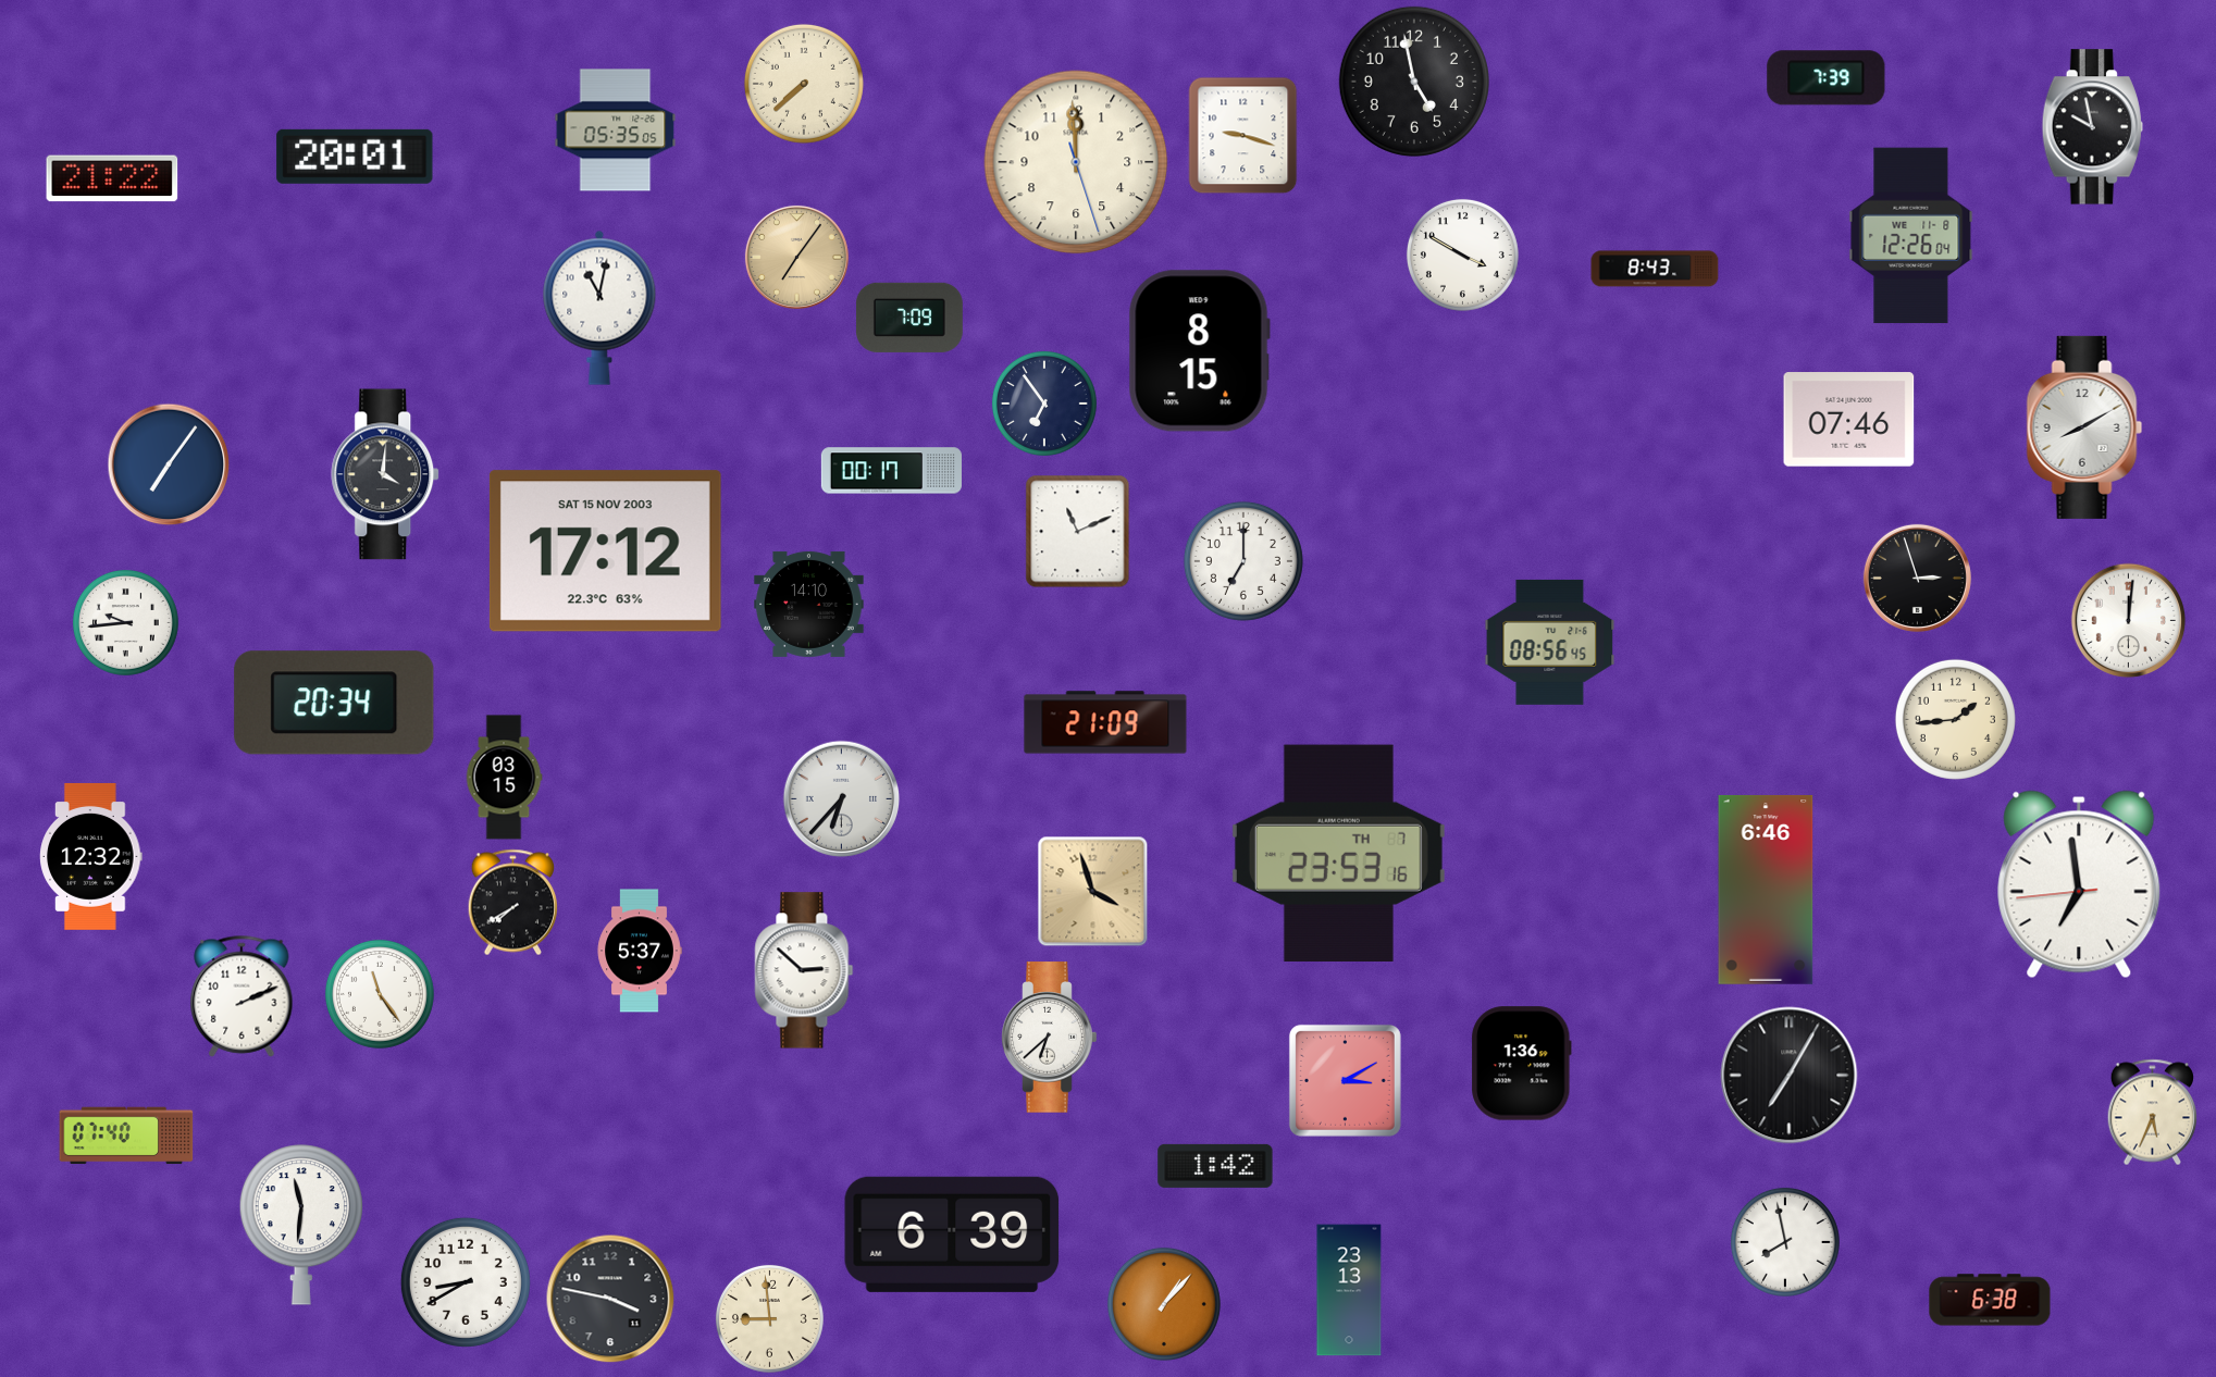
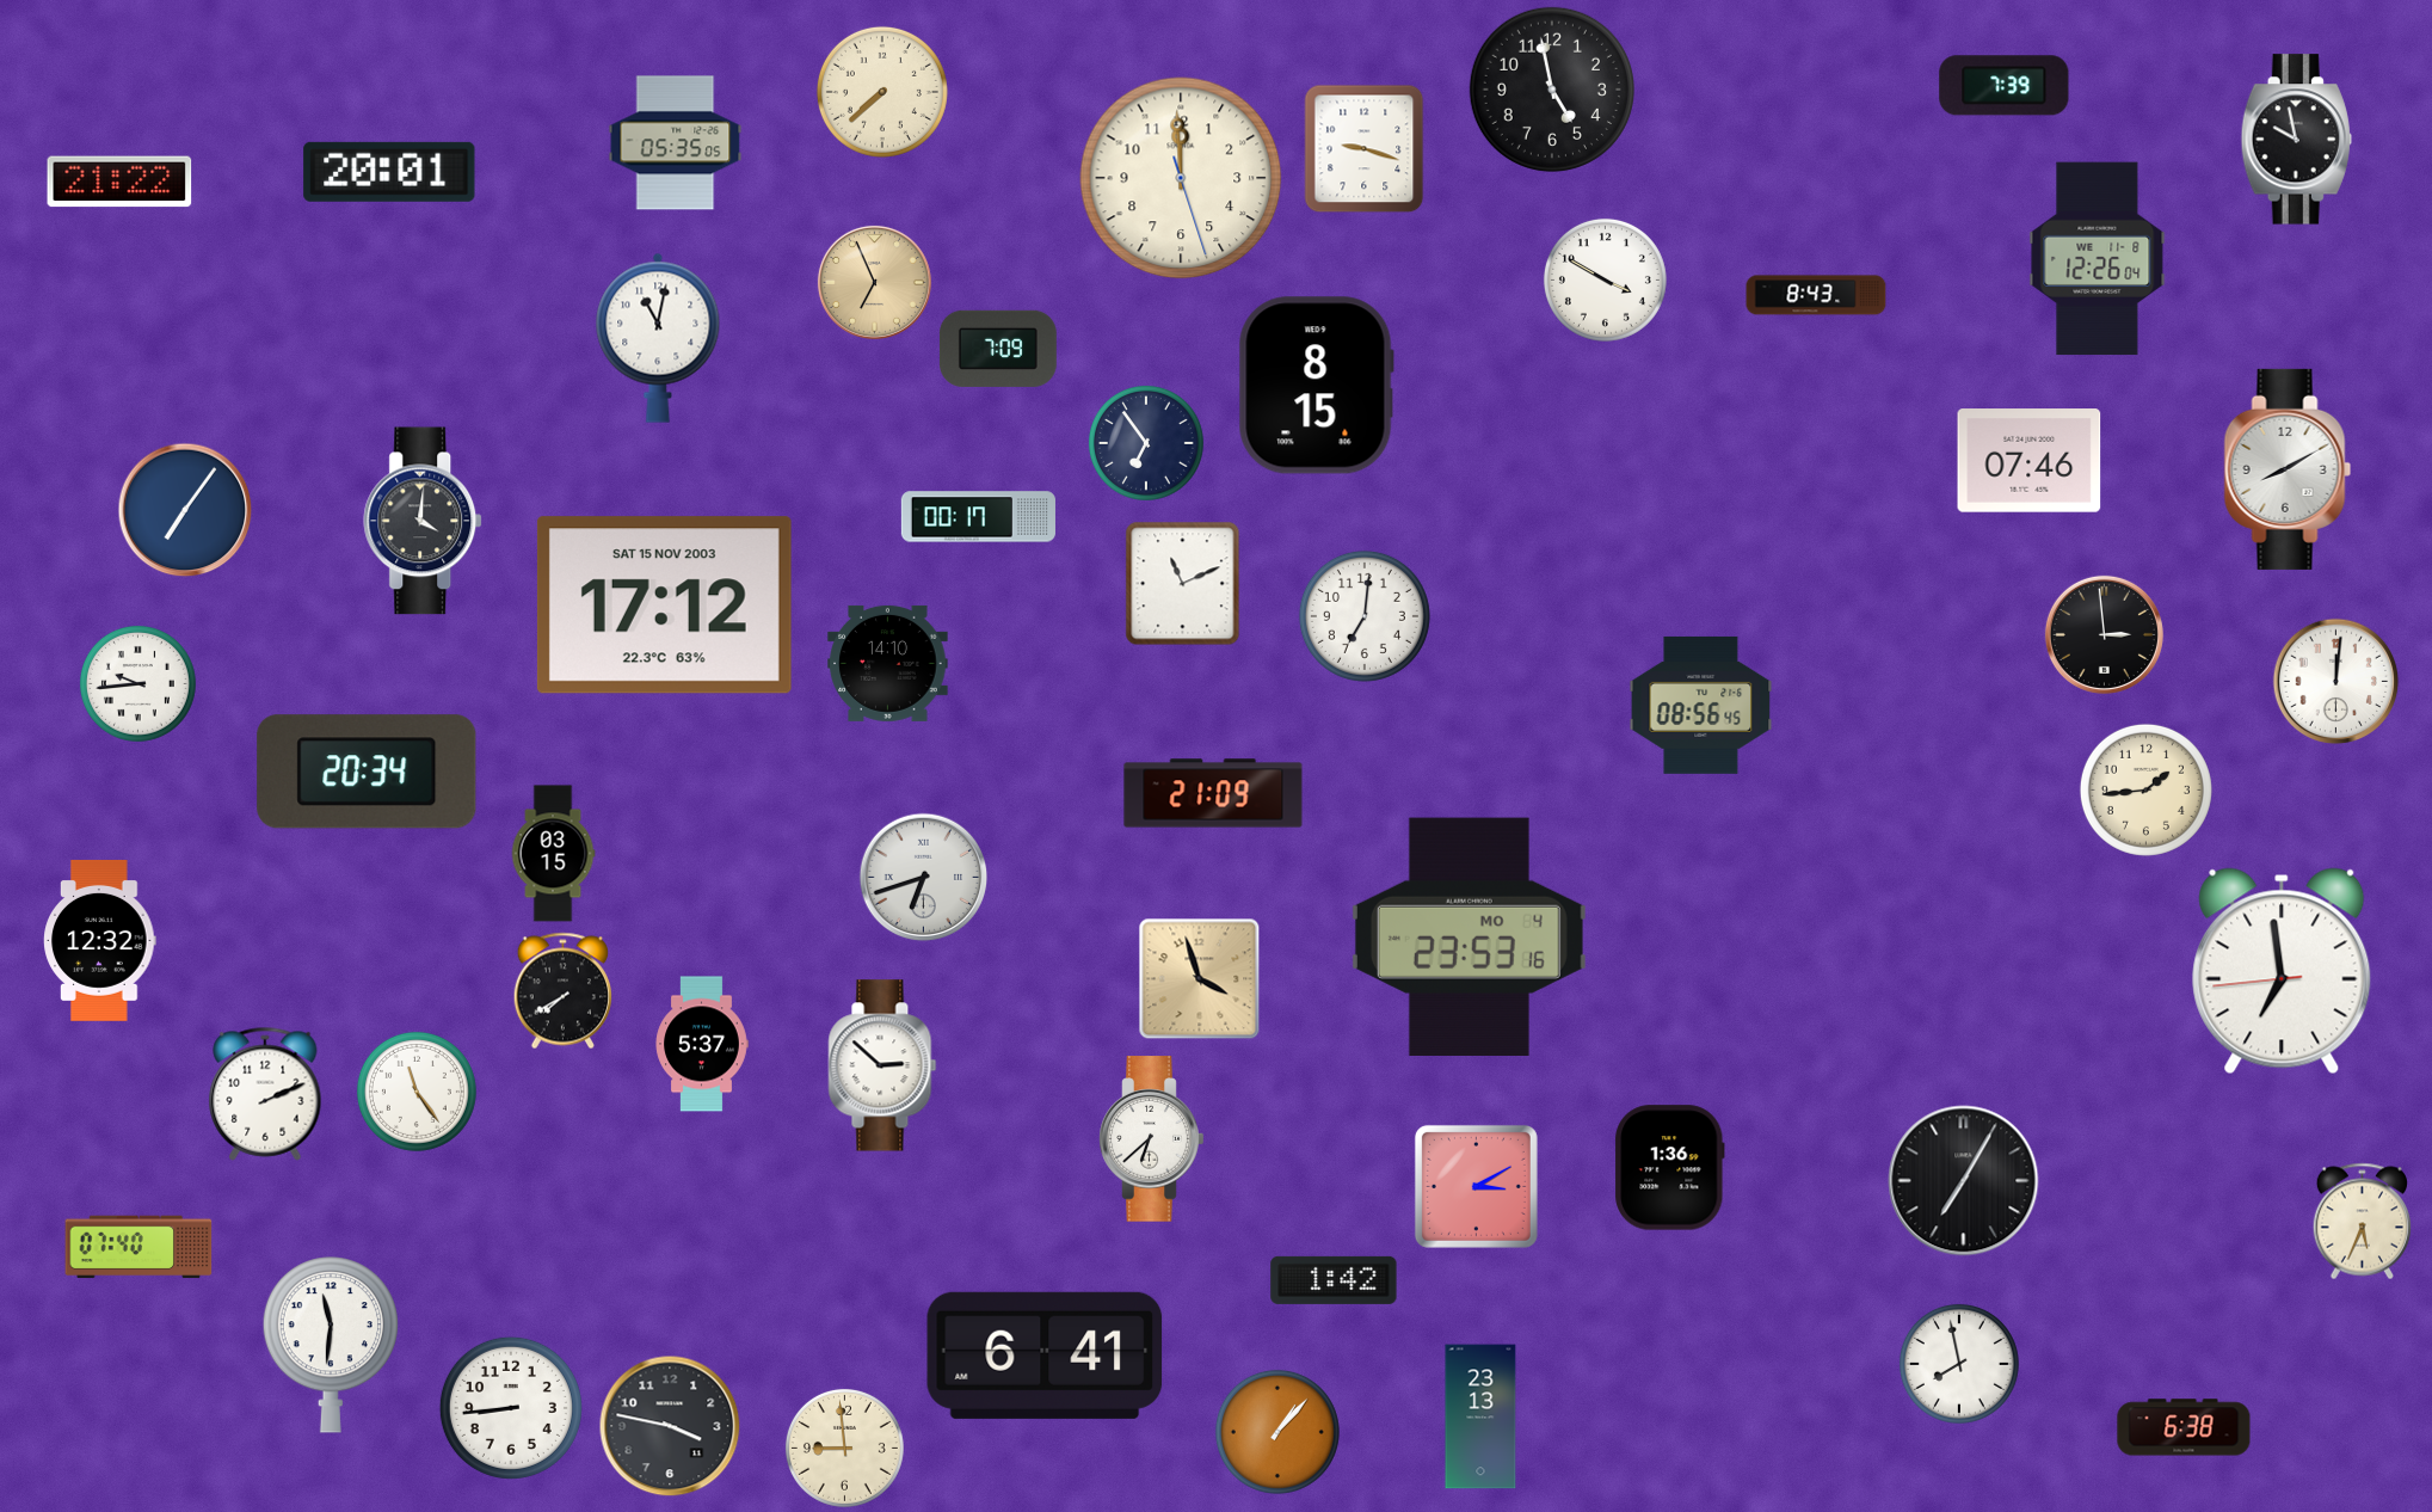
clock at (112, 178) position: (112, 178) -> (119, 182)
clock at (796, 257): 7:06 -> 6:56
clock at (1243, 561): 7:00 -> 7:01
clock at (1917, 578): 2:57 -> 2:59
clock at (842, 799): 6:37 -> 6:42
clock at (1338, 853) date: TH 7 -> MO 4
clock at (1766, 890): 6:46 -> none
clock at (952, 1235): 6:39 -> 6:41
clock at (466, 1282): 8:40 -> 8:44
